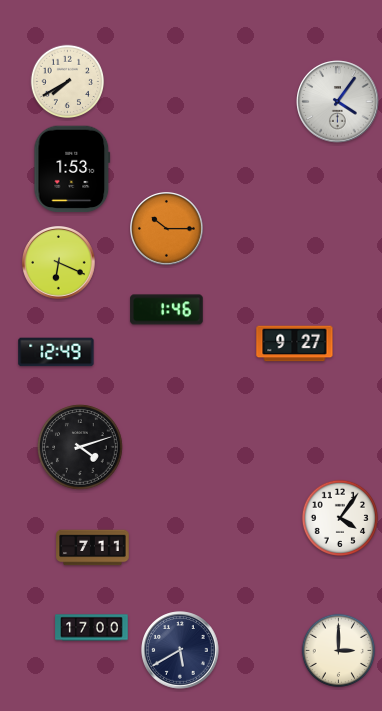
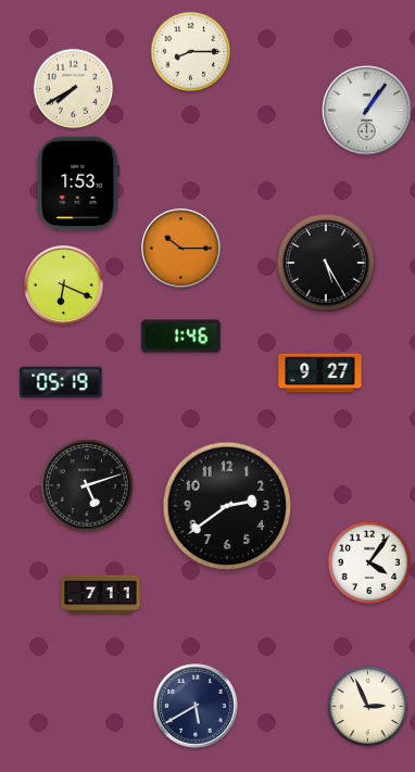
clock at (191, 52): none -> 8:15
clock at (338, 102): 4:06 -> 1:06
clock at (326, 263): none -> 5:25
clock at (56, 352): 12:49 -> 05:19
clock at (80, 447): 4:12 -> 5:12
clock at (227, 506): none -> 2:39
clock at (92, 628): 17:00 -> none
clock at (339, 651): 3:00 -> 2:56
